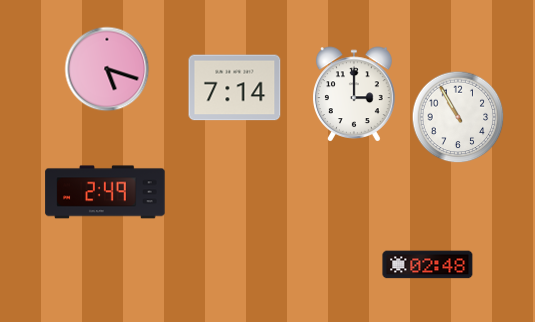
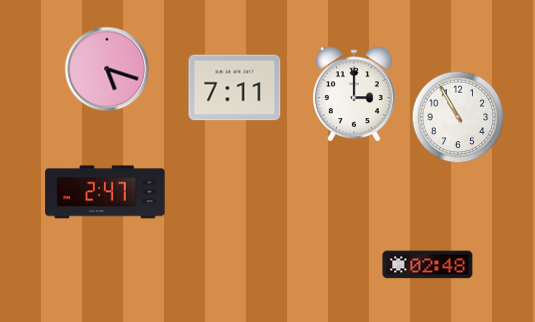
clock at (235, 88): 7:14 -> 7:11
clock at (105, 192): 2:49 -> 2:47
